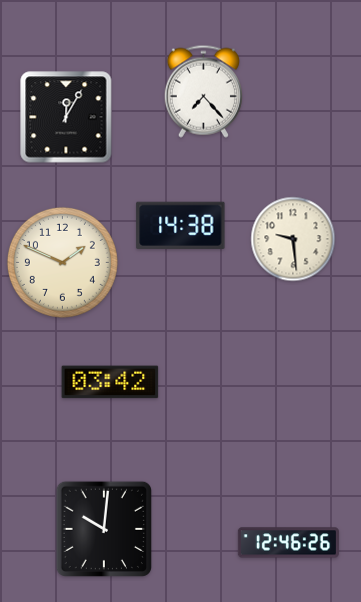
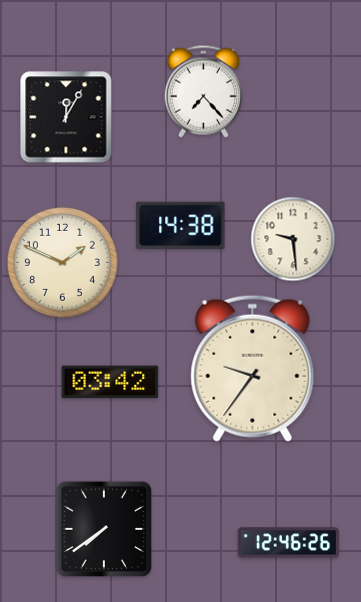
clock at (253, 368): none -> 9:36
clock at (103, 528): 10:01 -> 7:39
